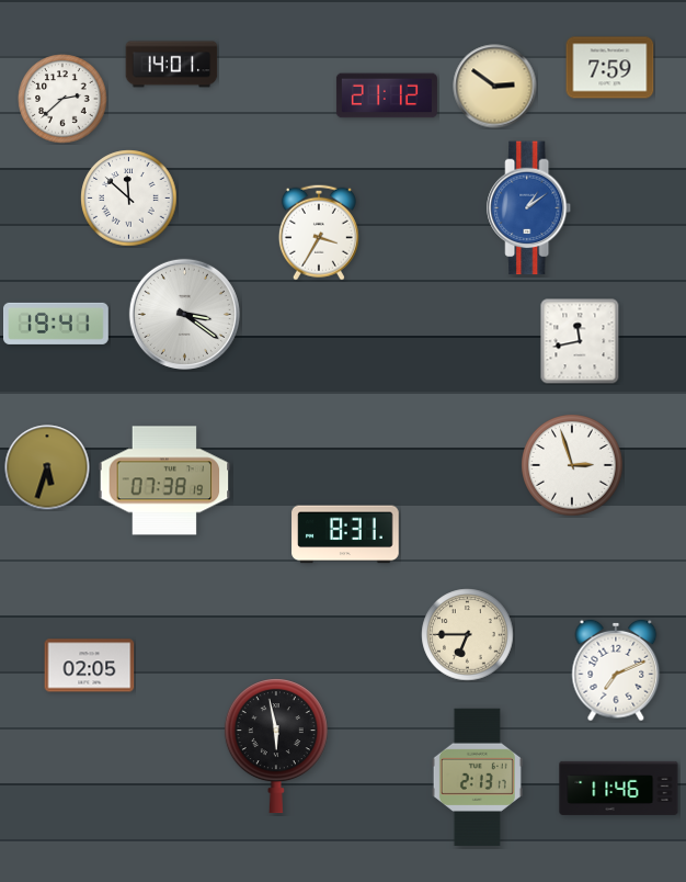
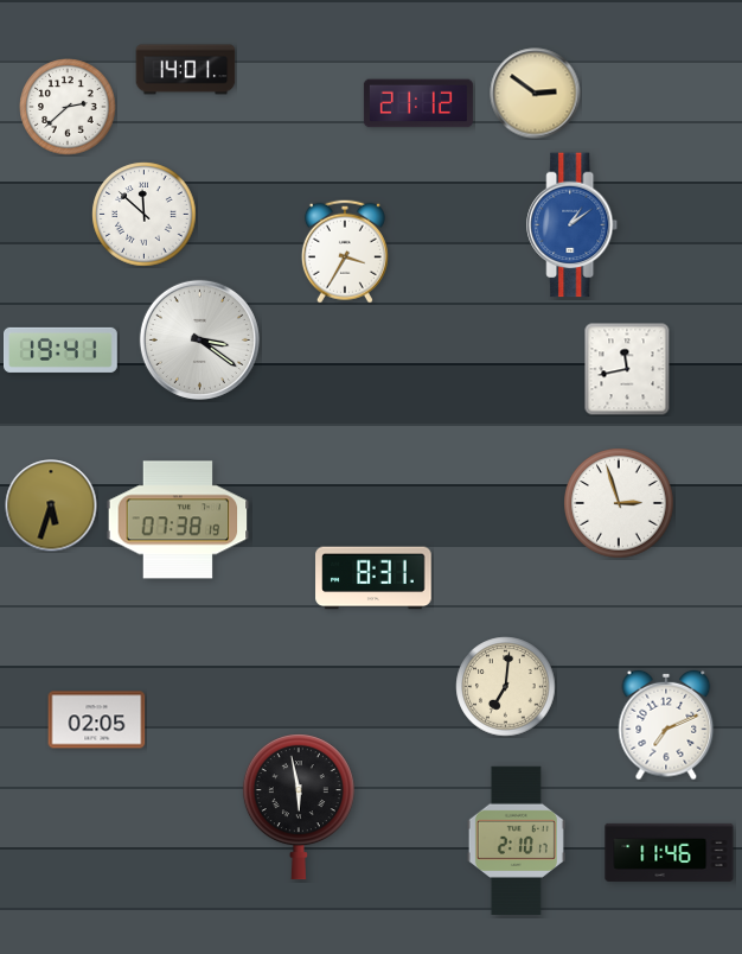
clock at (610, 68): 7:59 -> none
clock at (129, 199) position: (129, 199) -> (145, 215)
clock at (468, 635): 6:45 -> 7:01
clock at (477, 777): 2:13 -> 2:10
